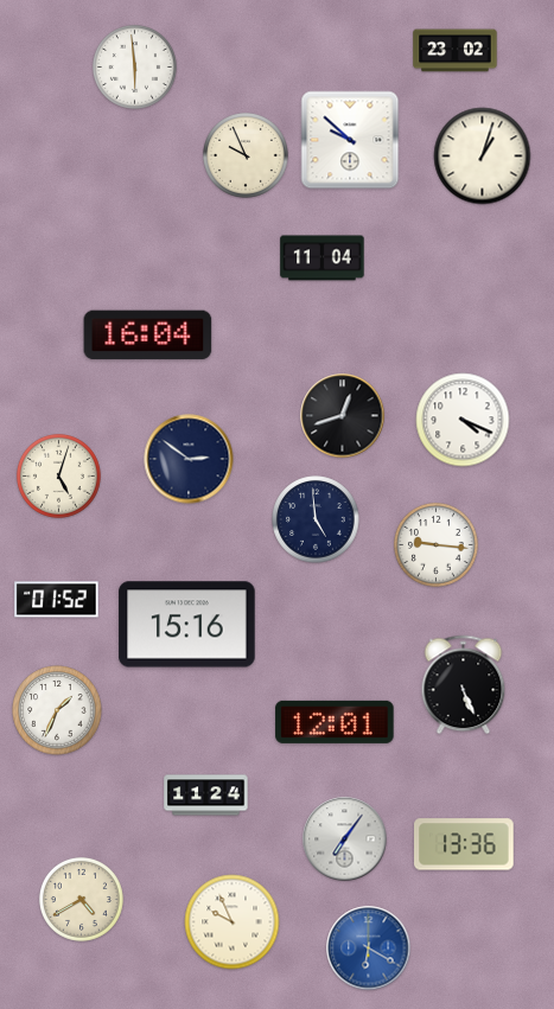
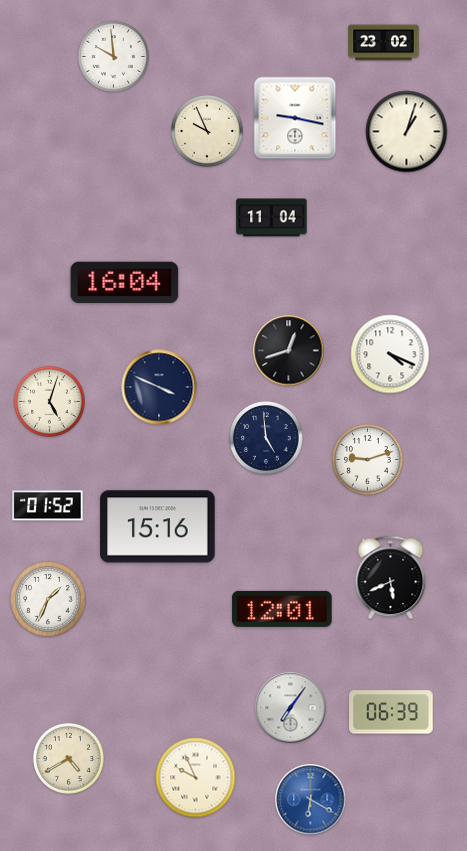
clock at (134, 66): 5:59 -> 9:59
clock at (350, 140): 9:52 -> 9:17
clock at (189, 459): 2:51 -> 3:49
clock at (435, 544): 9:16 -> 9:12
clock at (464, 685): 5:26 -> 5:41
clock at (206, 796): 11:24 -> none
clock at (465, 844): 13:36 -> 06:39
